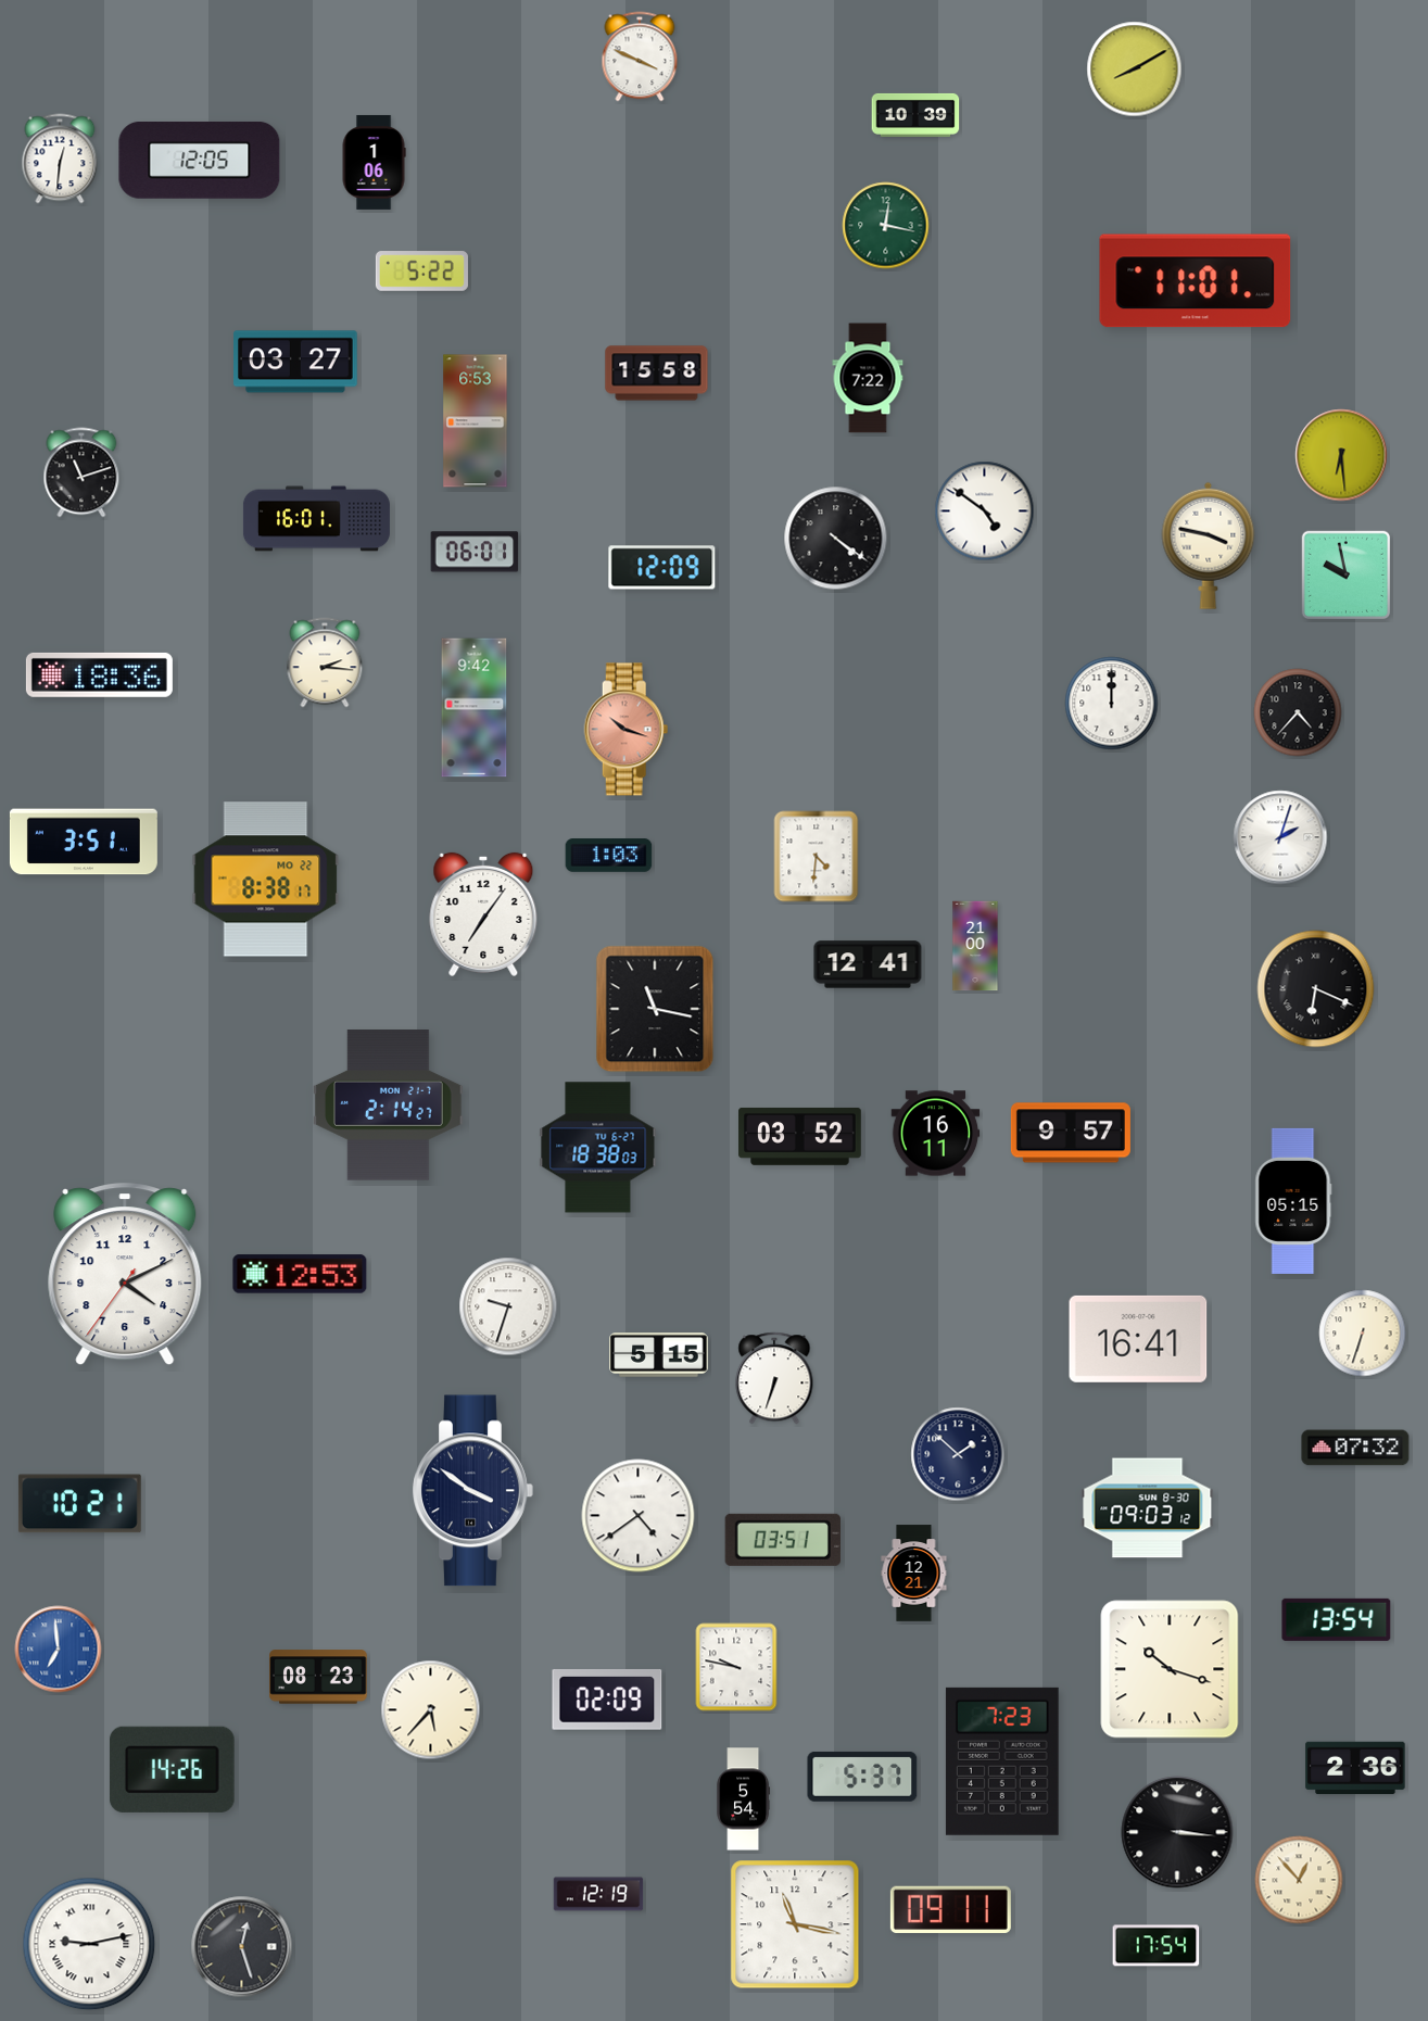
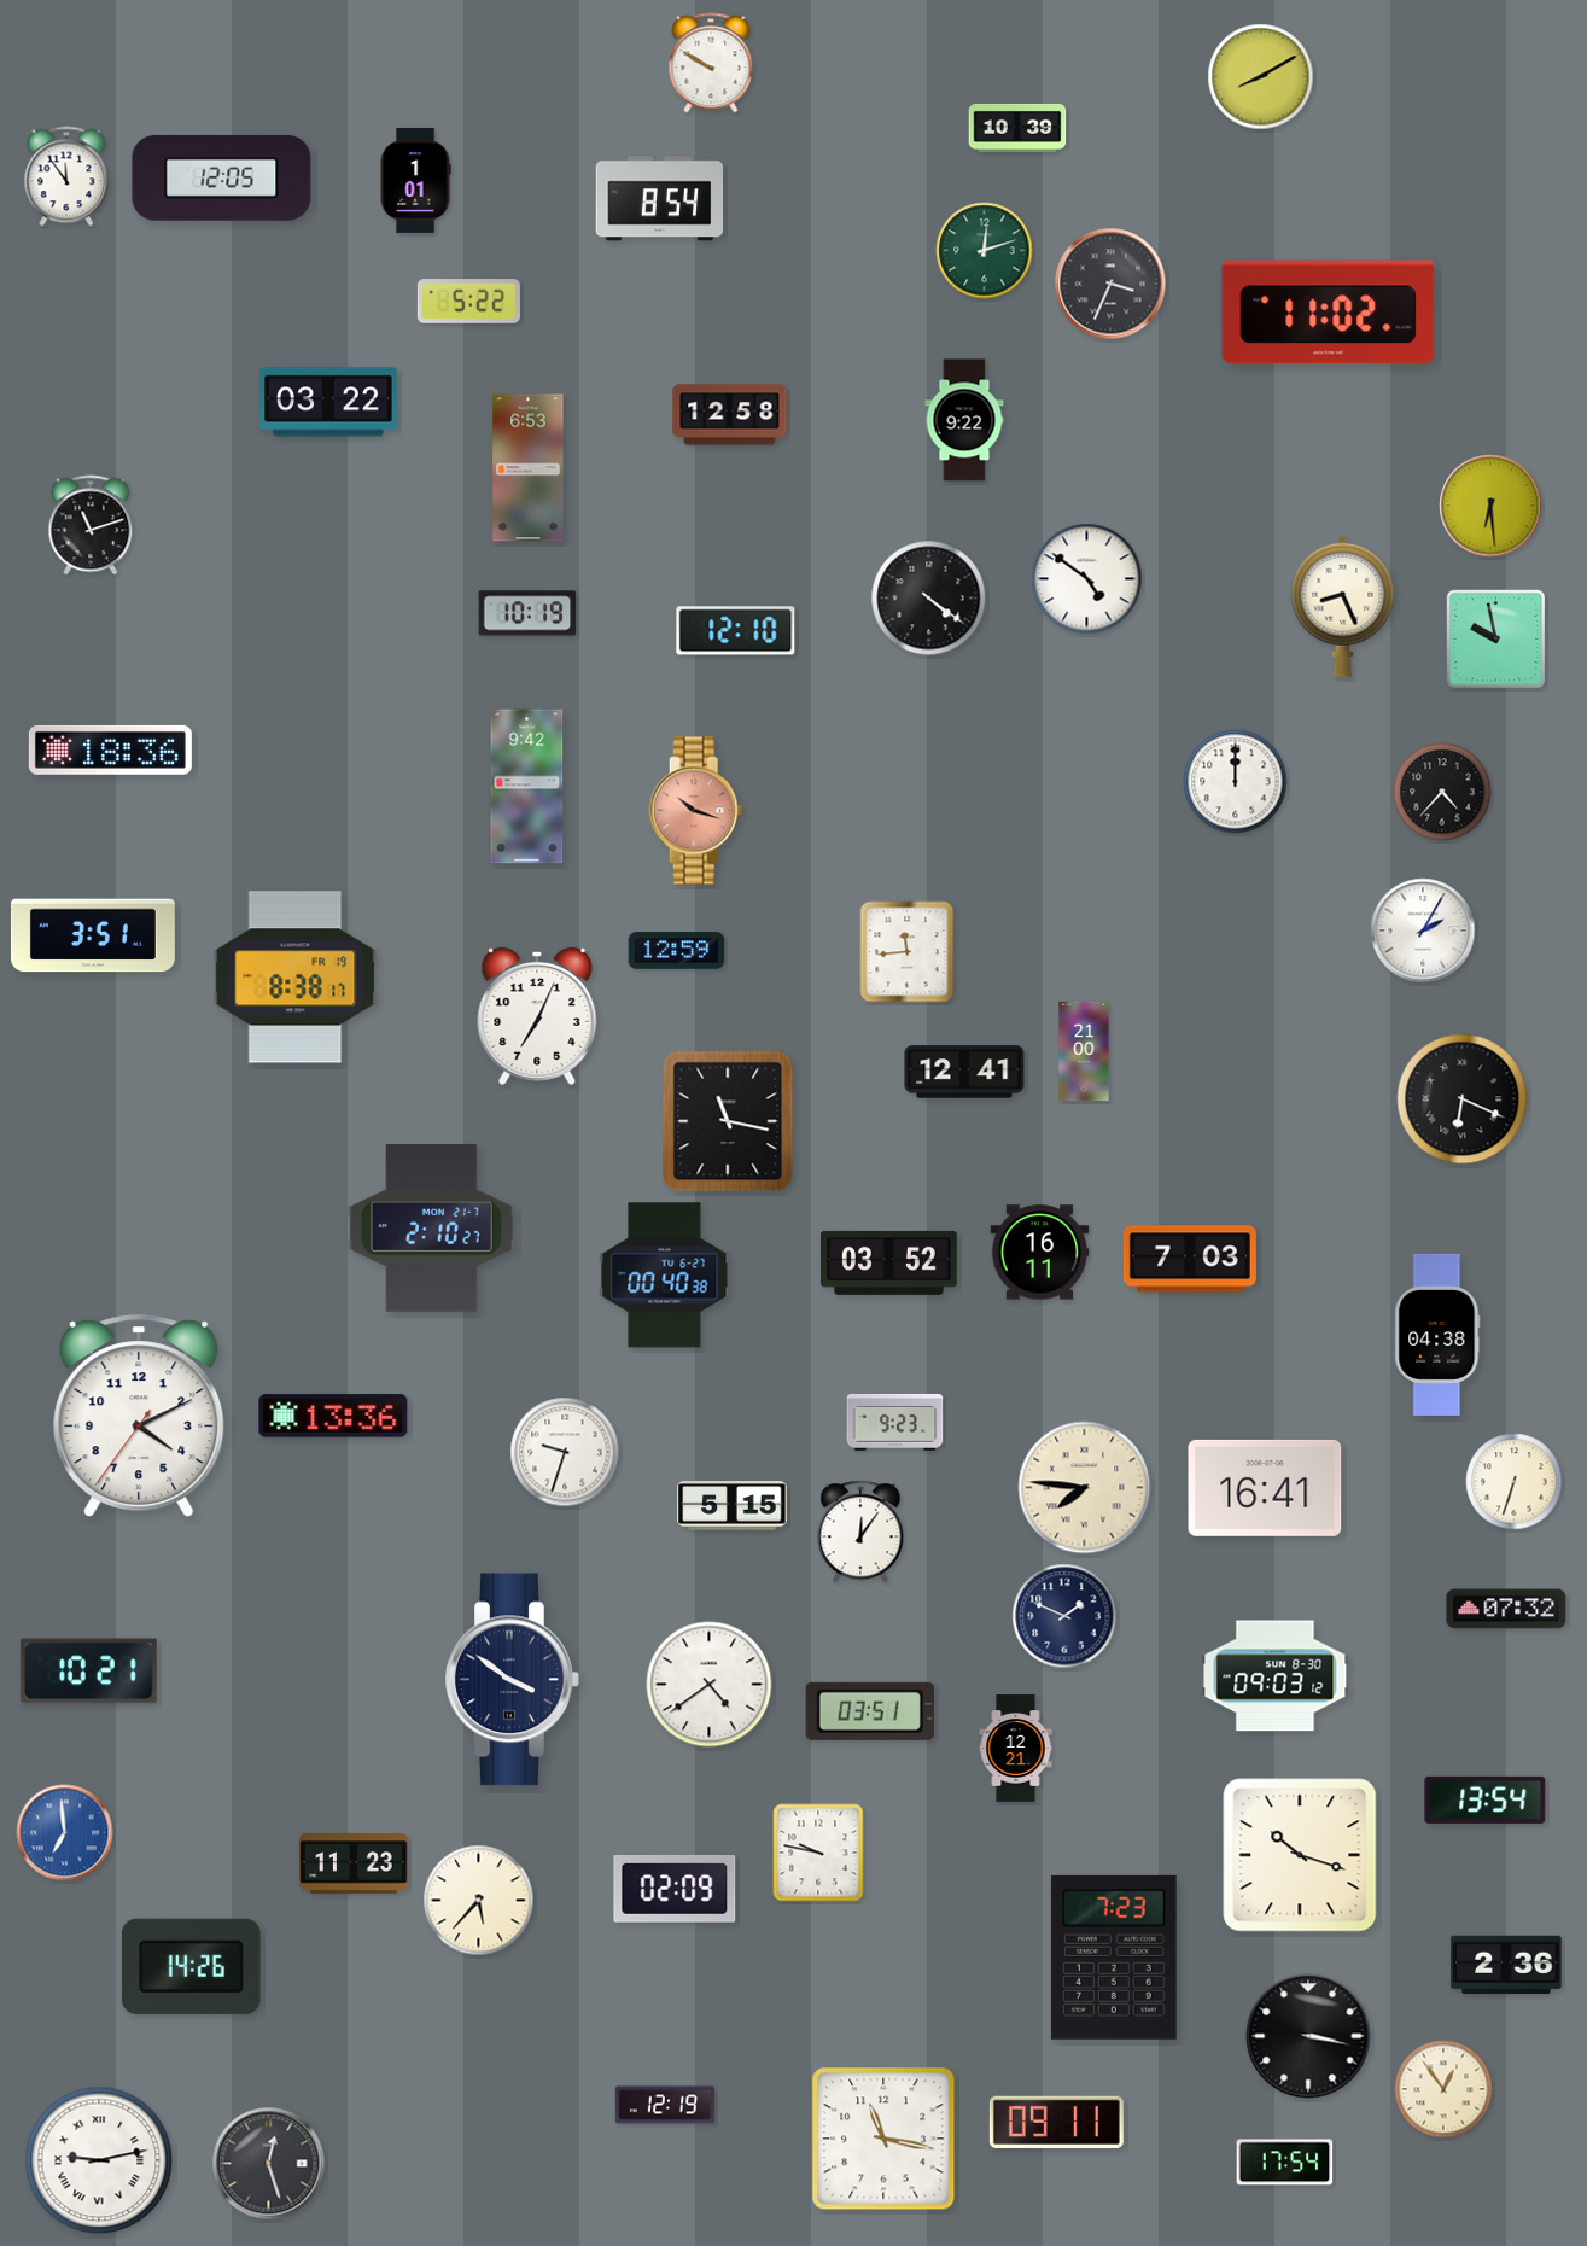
clock at (640, 56): 3:49 -> 9:50
clock at (60, 159): 12:31 -> 11:54
clock at (374, 162): 1:06 -> 1:01
clock at (660, 199): none -> 8:54
clock at (886, 226): 12:17 -> 12:12
clock at (1110, 284): none -> 3:34
clock at (1196, 281): 11:01 -> 11:02
clock at (296, 362): 03:27 -> 03:22
clock at (657, 374): 15:58 -> 12:58
clock at (868, 378): 7:22 -> 9:22
clock at (985, 511) position: (985, 511) -> (1087, 579)
clock at (316, 519): 16:01 -> none
clock at (1209, 545): 3:47 -> 8:26
clock at (475, 552): 06:01 -> 10:19
clock at (662, 568): 12:09 -> 12:10
clock at (325, 662): 2:16 -> none
clock at (1280, 837): 2:03 -> 2:05
clock at (609, 856): 1:03 -> 12:59
clock at (817, 857): 4:31 -> 11:44
clock at (266, 880) date: MO 22 -> FR 19
clock at (483, 914): 7:06 -> 7:04
clock at (389, 1106): 2:14 -> 2:10
clock at (1071, 1133): 9:57 -> 7:03
clock at (936, 1134) position: (936, 1134) -> (1040, 1253)
clock at (598, 1148): 18:38 -> 00:40
clock at (1293, 1201): 05:15 -> 04:38
clock at (300, 1274): 12:53 -> 13:36
clock at (895, 1422): none -> 9:23
clock at (1085, 1488): none -> 7:46
clock at (774, 1378): 6:33 -> 12:06
clock at (958, 1454): 1:52 -> 1:49
clock at (473, 1491) position: (473, 1491) -> (513, 1680)
clock at (318, 1677): 08:23 -> 11:23
clock at (862, 1777): 5:37 -> none
clock at (744, 1799): 5:54 -> none
clock at (1177, 1832): 3:16 -> 3:17
clock at (1299, 1880): 12:53 -> 12:54
